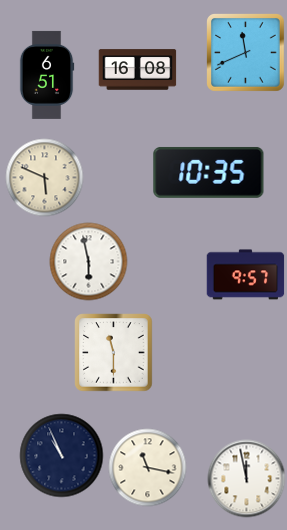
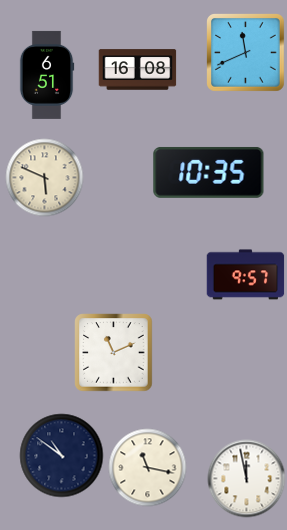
clock at (88, 261): 5:58 -> none
clock at (113, 352): 11:30 -> 11:11
clock at (61, 455): 10:56 -> 10:51
